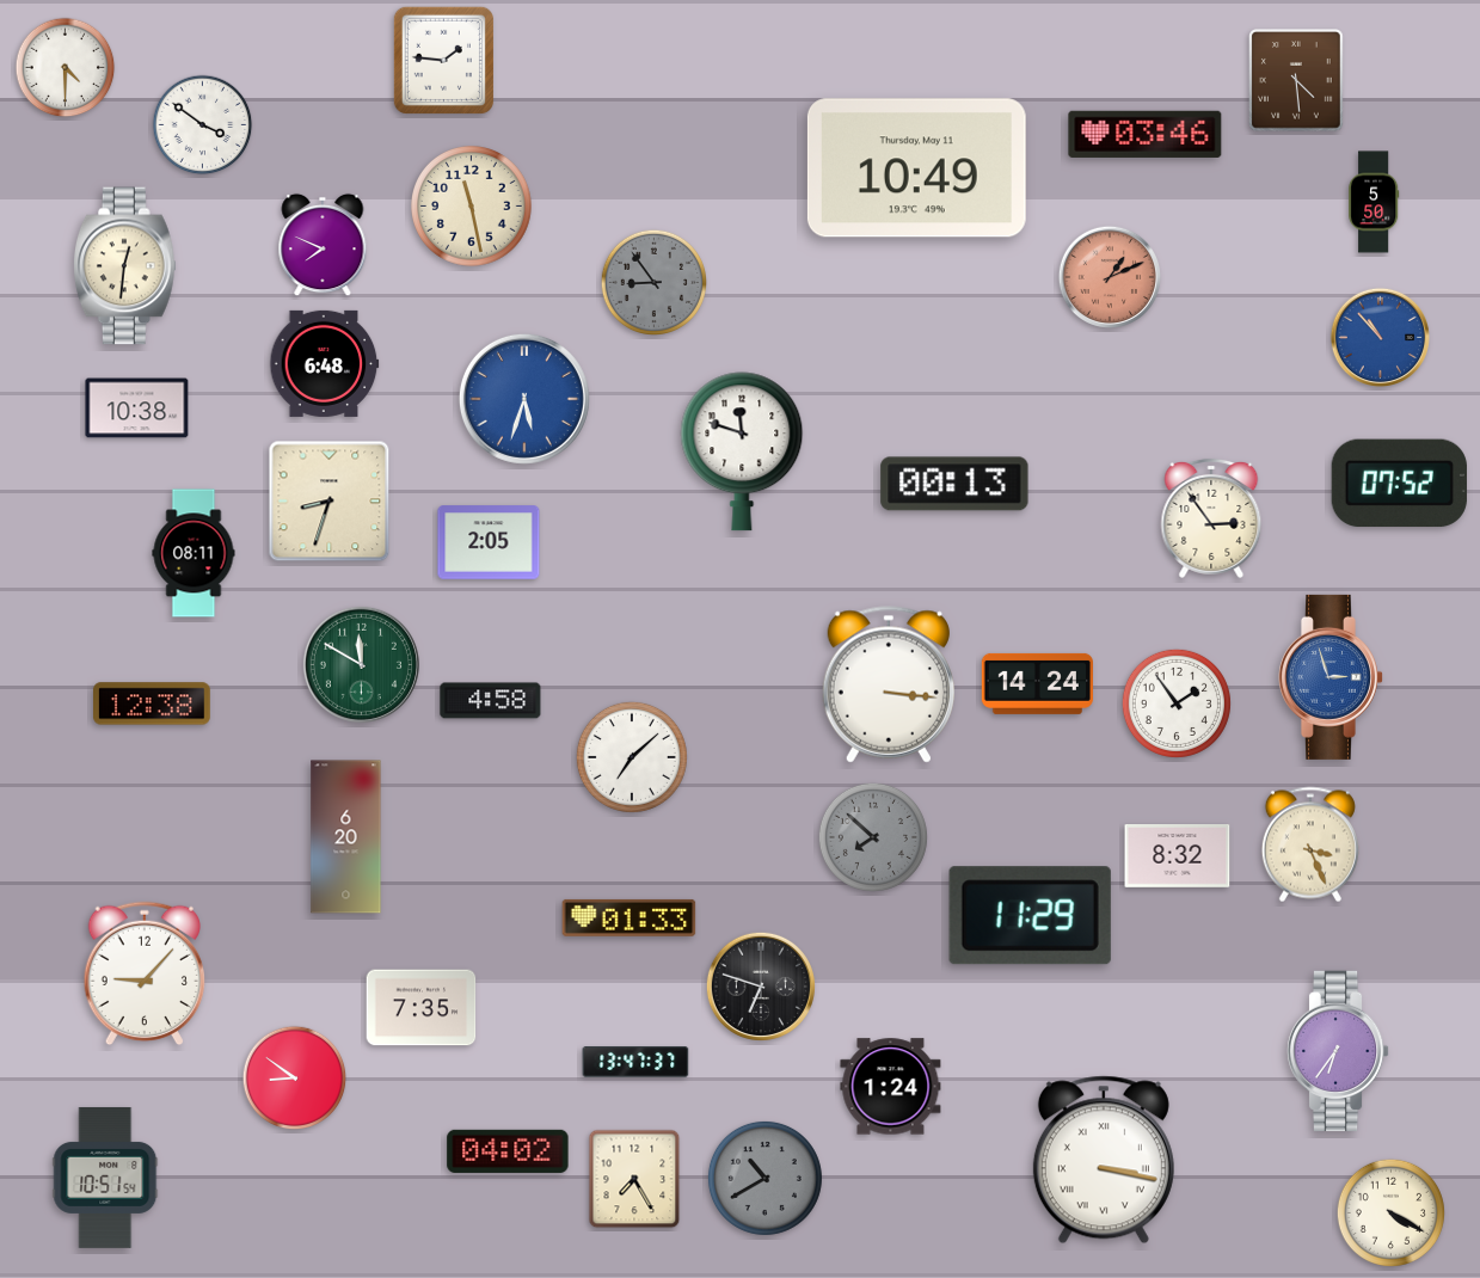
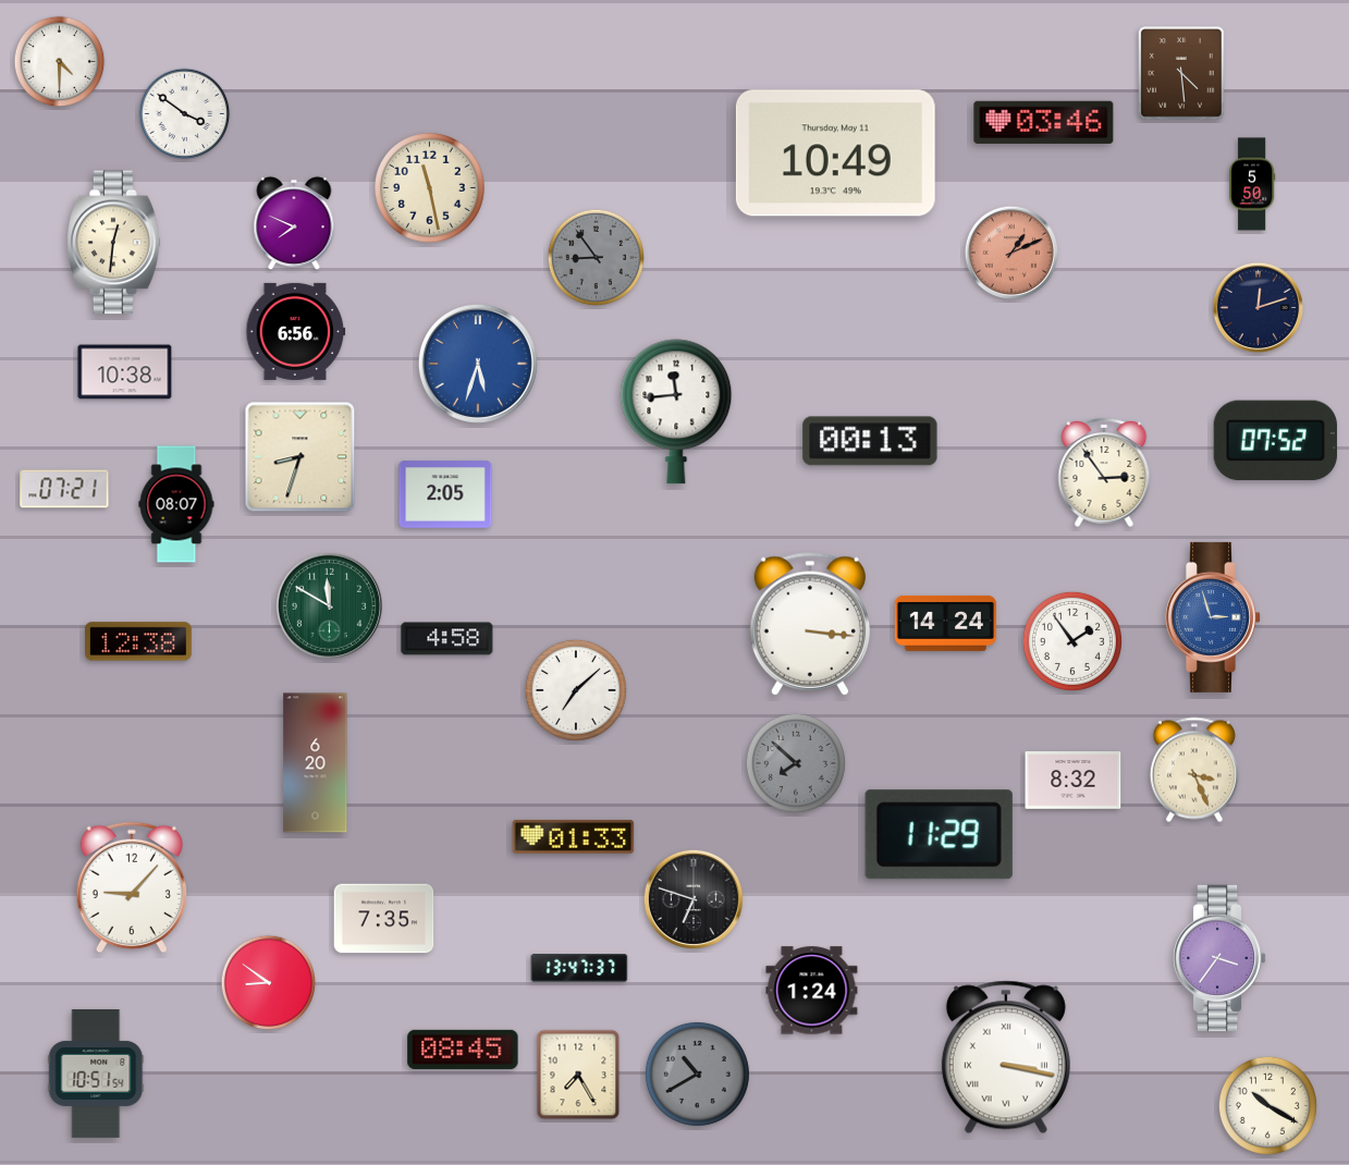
clock at (443, 60): 1:46 -> none
clock at (1380, 337): 10:53 -> 12:12
clock at (1380, 337) dial: blue -> navy
clock at (325, 363): 6:48 -> 6:56
clock at (742, 451): 11:48 -> 11:44
clock at (64, 489): none -> 07:21
clock at (194, 553): 08:11 -> 08:07
clock at (1338, 1051): 6:36 -> 3:36
clock at (508, 1151): 04:02 -> 08:45
clock at (1390, 1212): 4:20 -> 10:20
